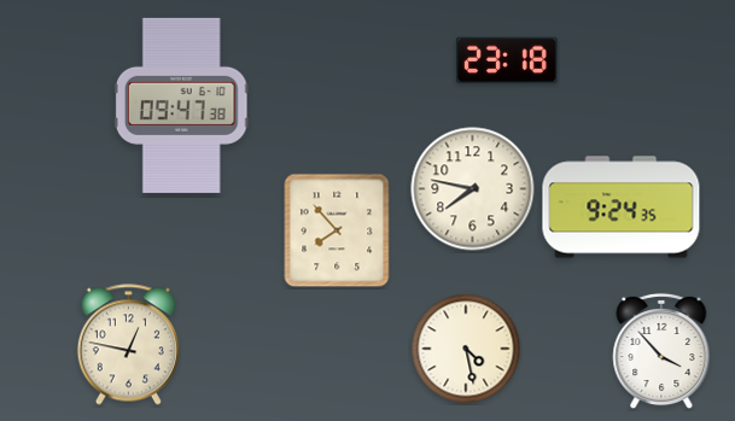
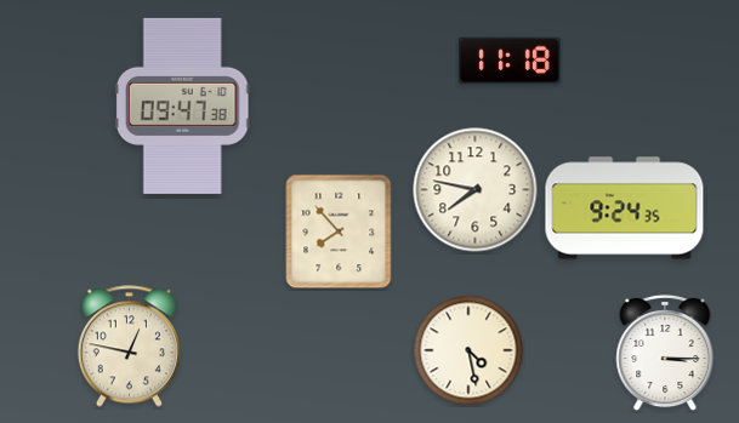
clock at (507, 60): 23:18 -> 11:18
clock at (661, 351): 3:53 -> 3:15
